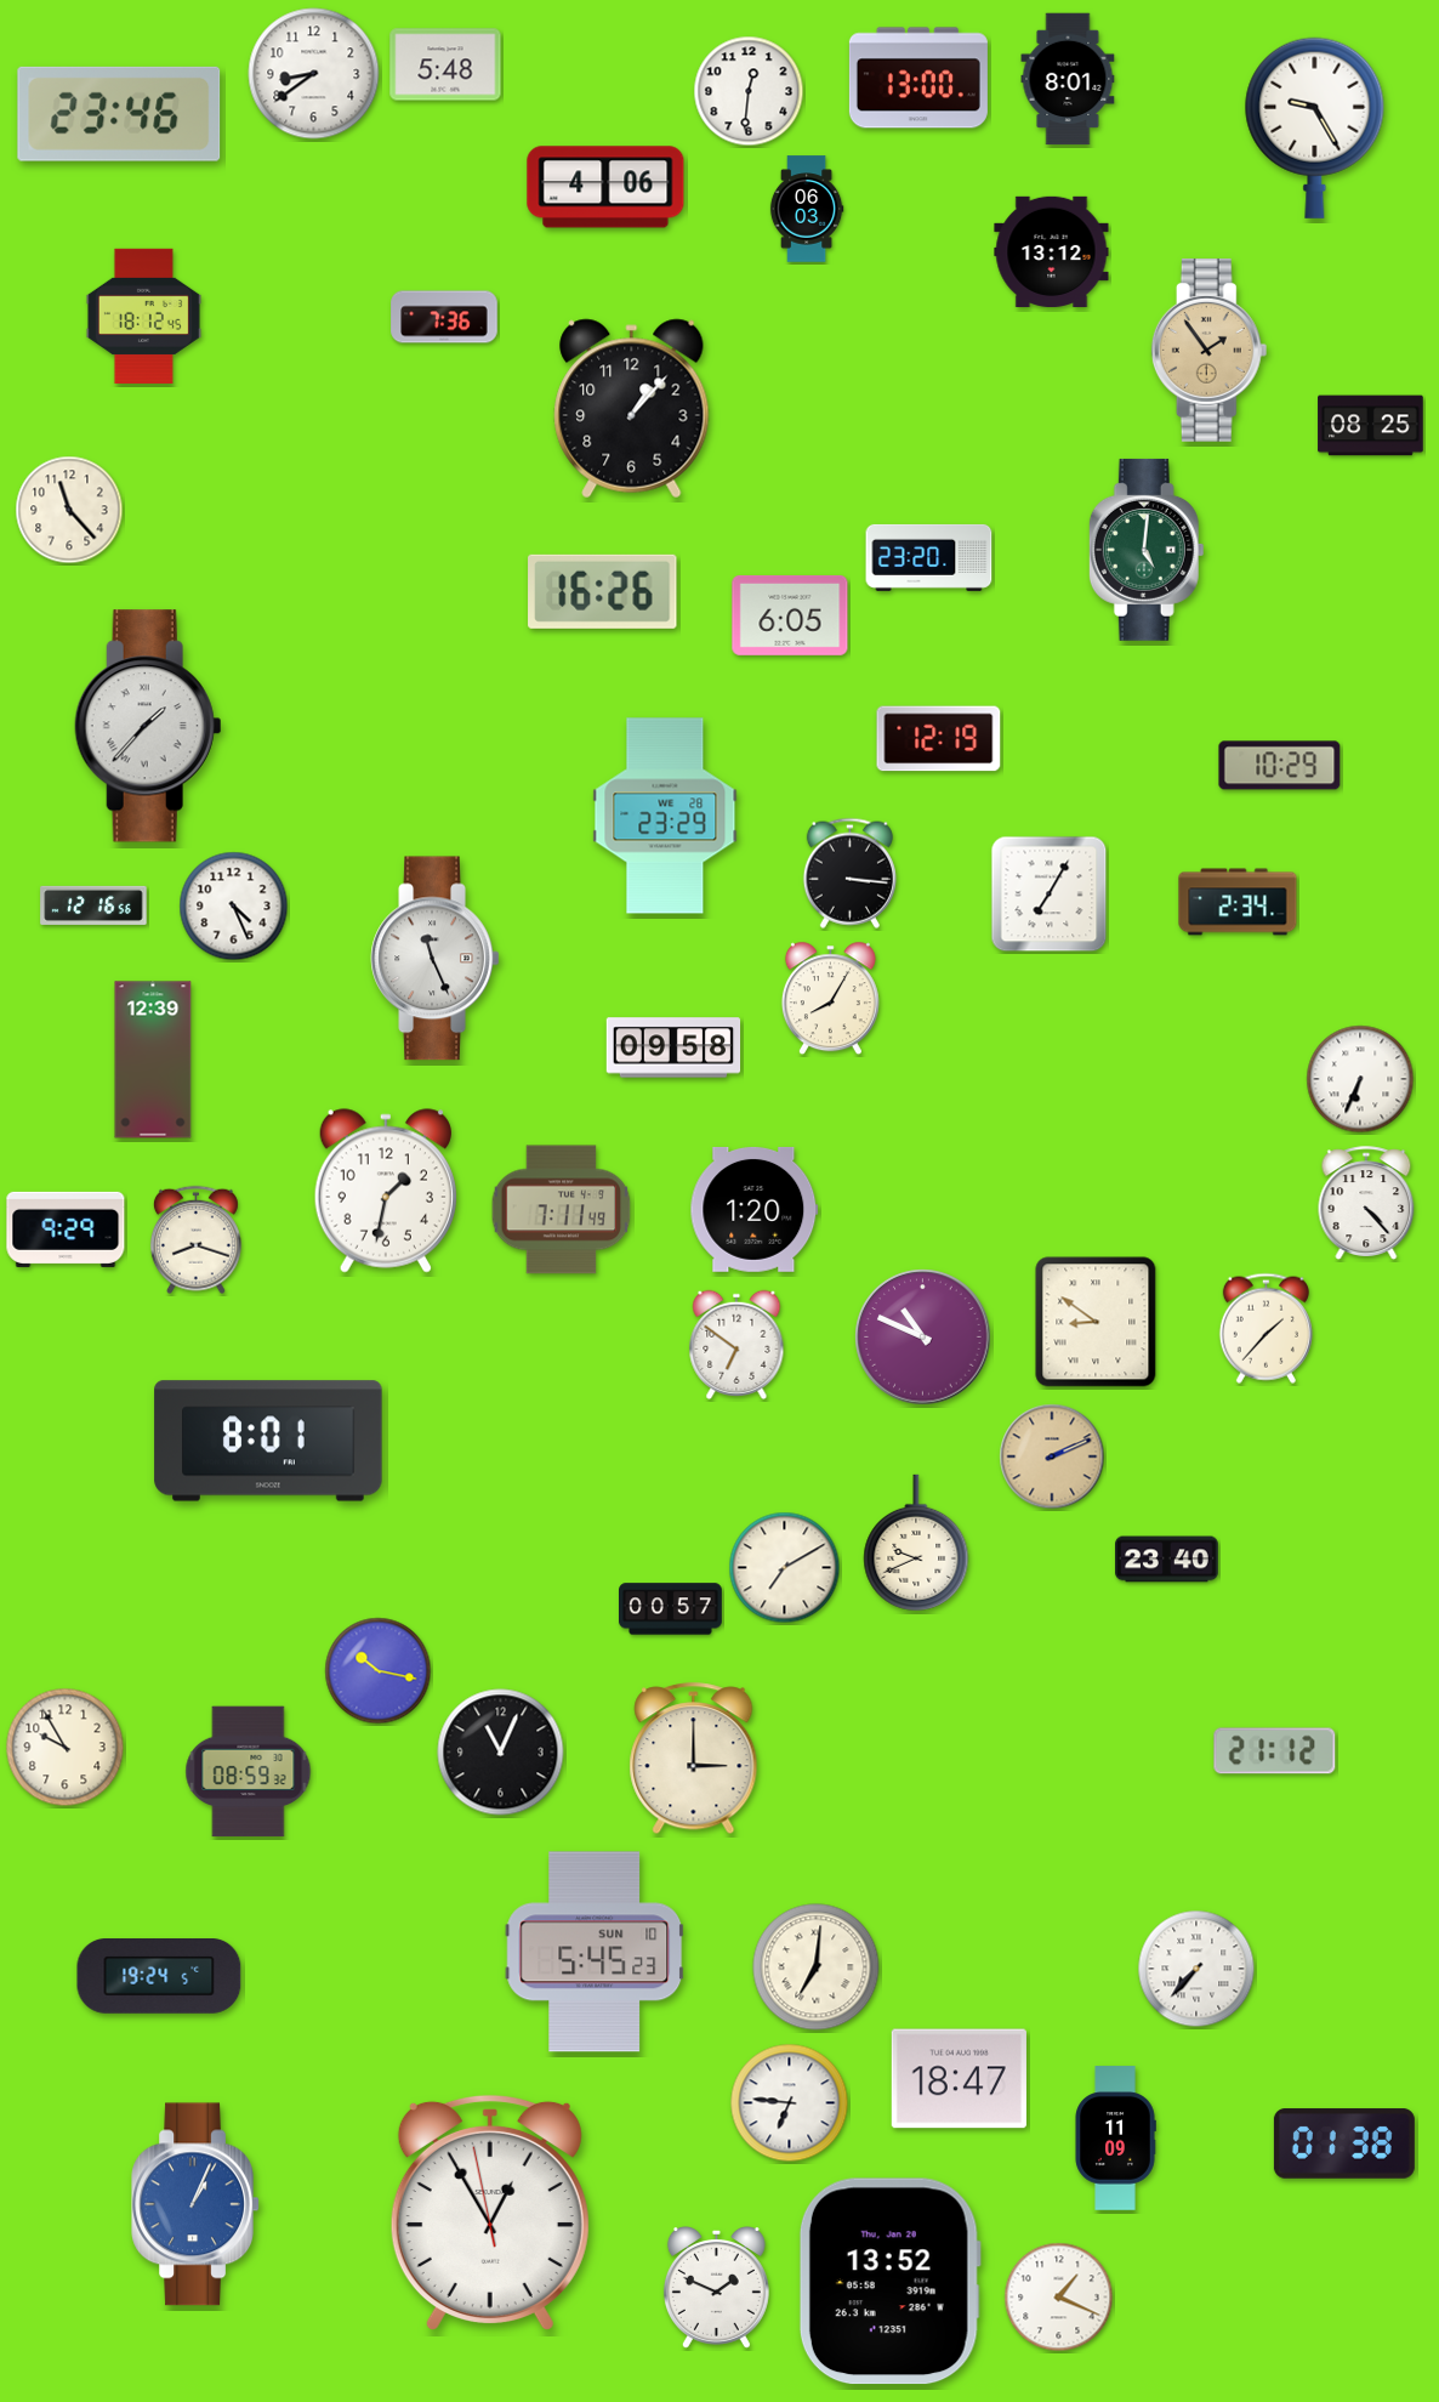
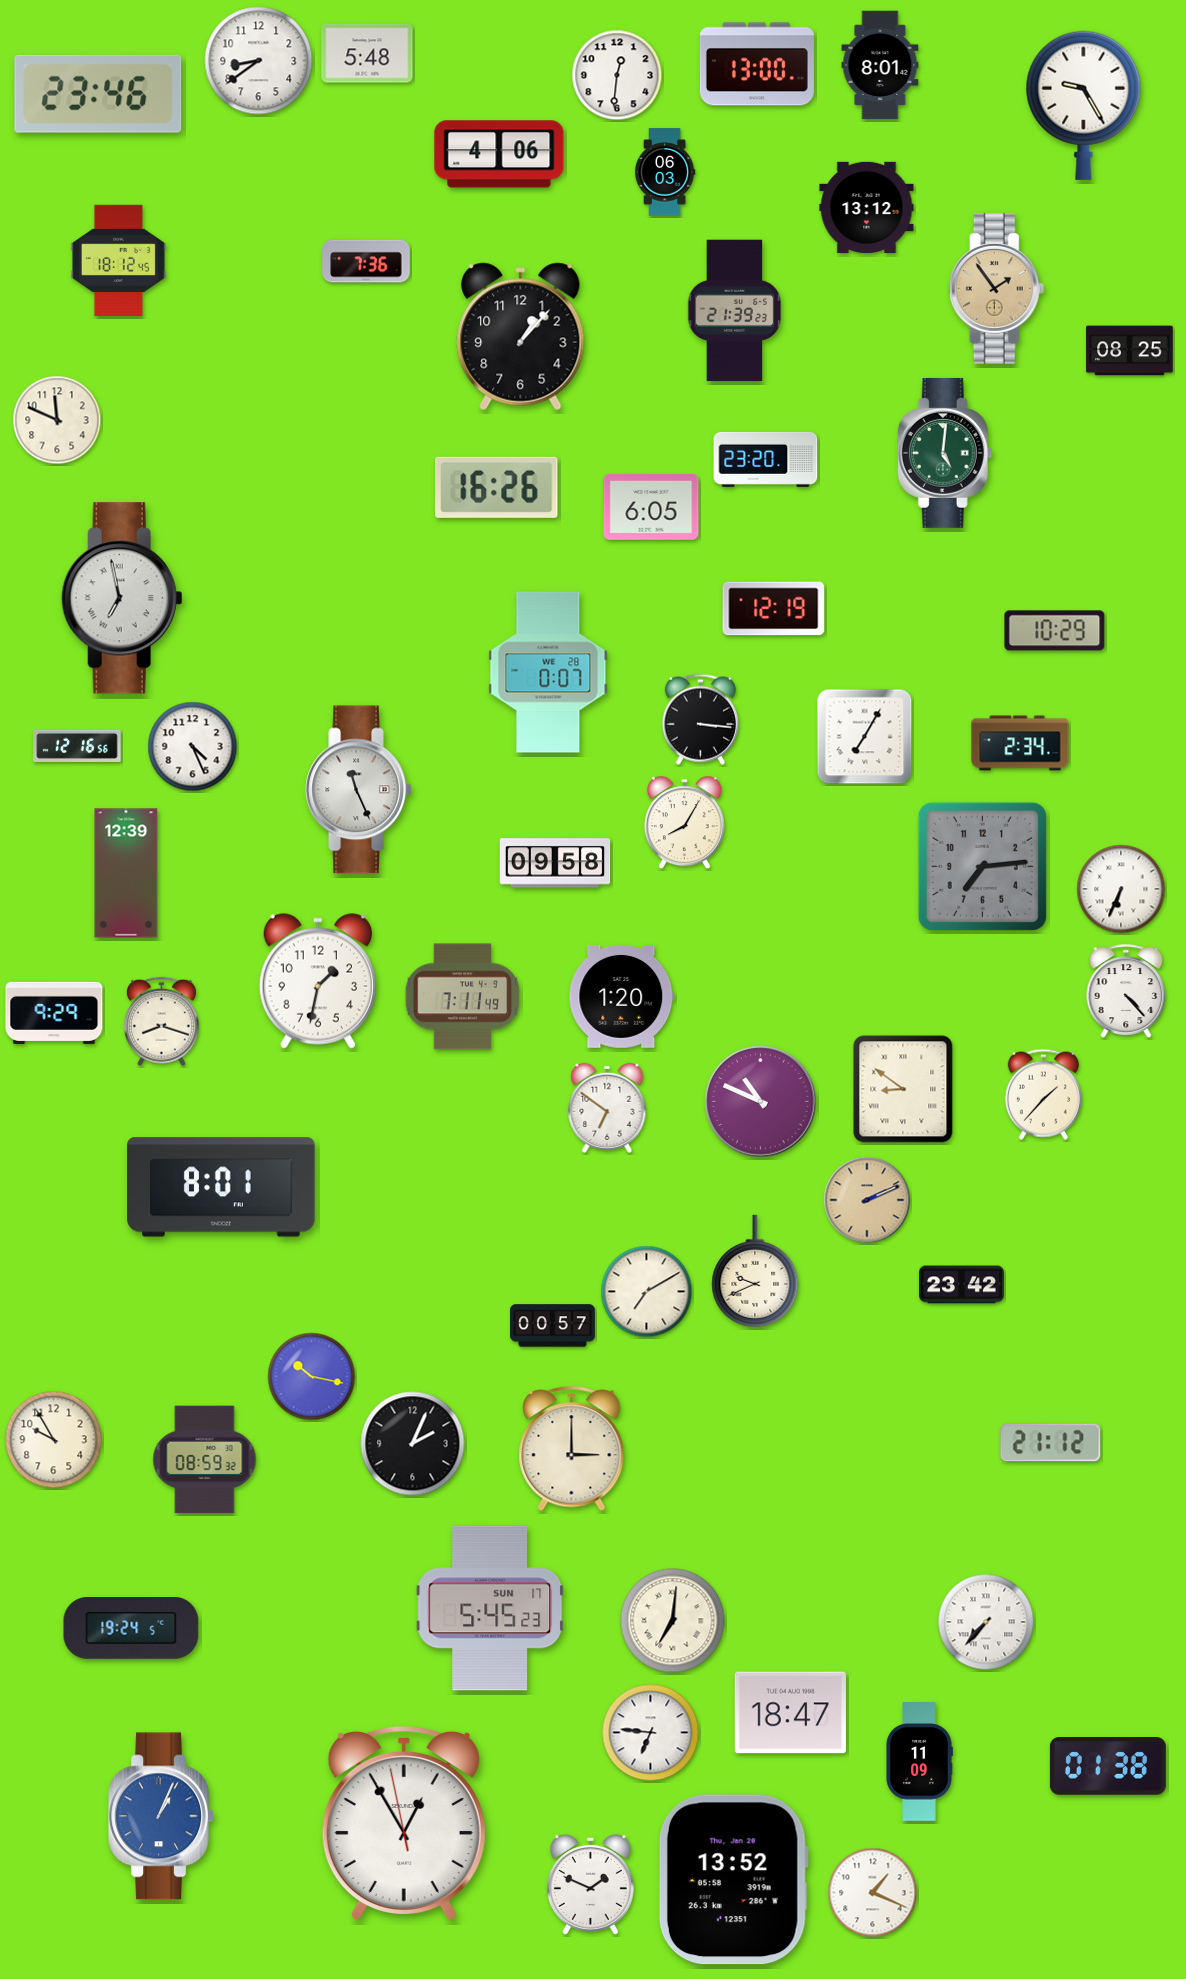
clock at (735, 311): none -> 21:39
clock at (69, 510): 11:23 -> 11:49
clock at (148, 726): 1:37 -> 6:58
clock at (665, 816): 23:29 -> 0:07
clock at (982, 866): none -> 7:14
clock at (1167, 1560): 23:40 -> 23:42
clock at (501, 1753): 11:04 -> 2:04
clock at (595, 1952) date: SUN 10 -> SUN 17
